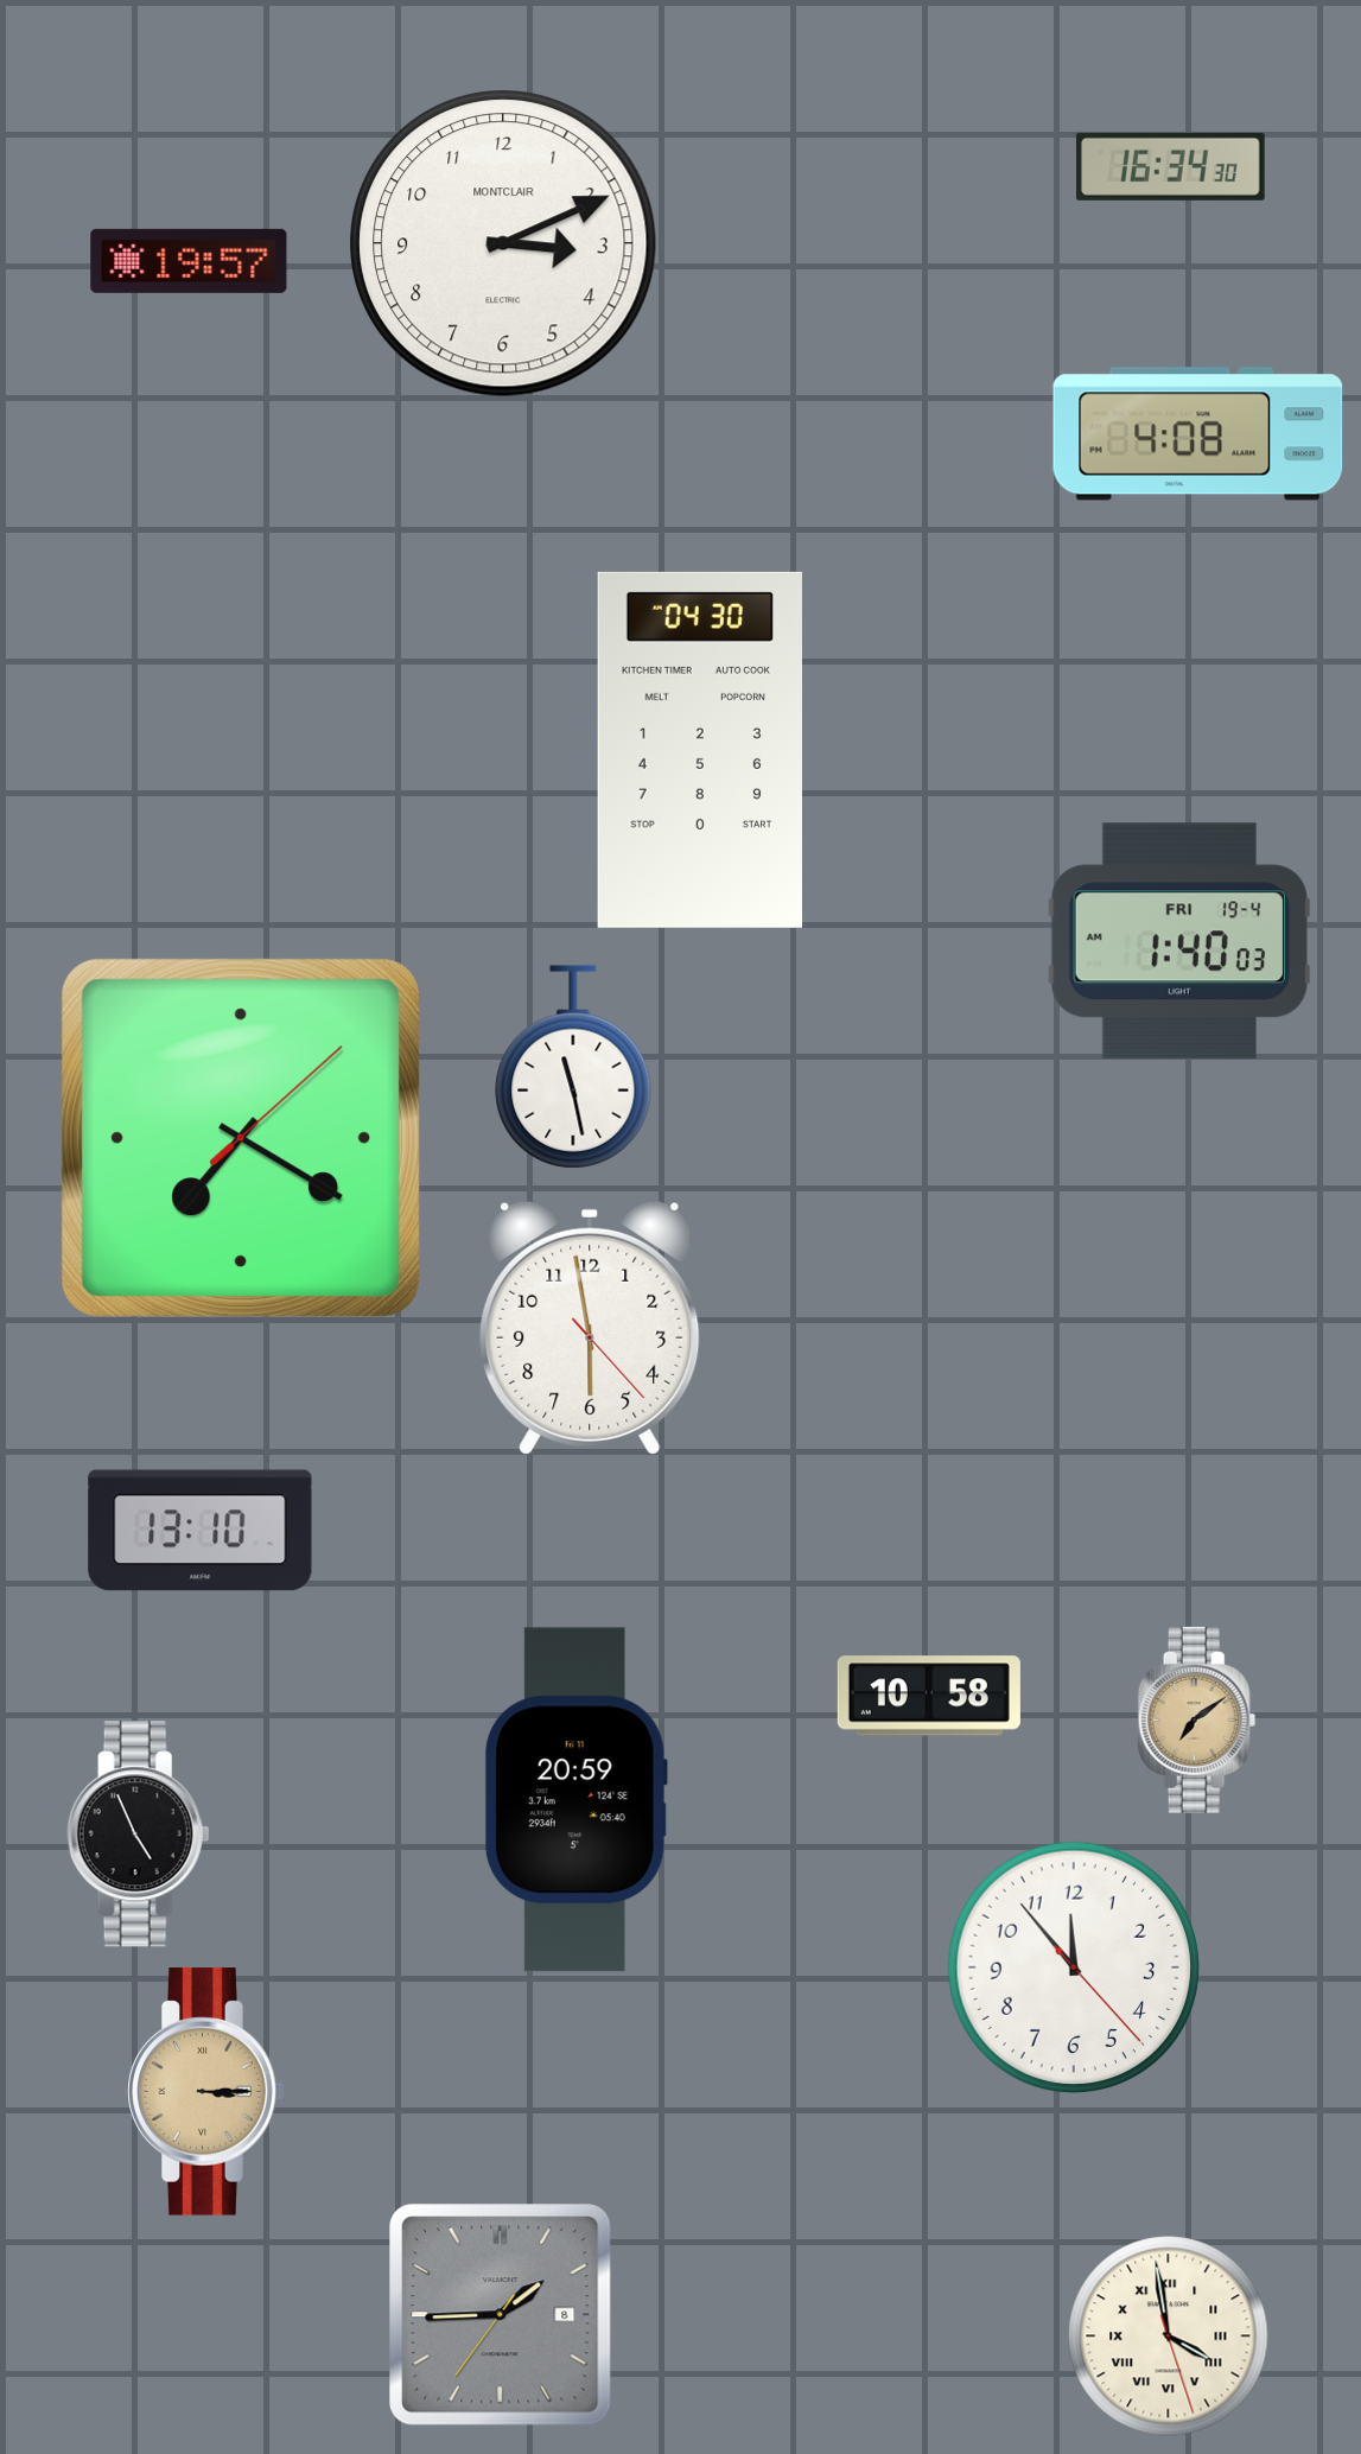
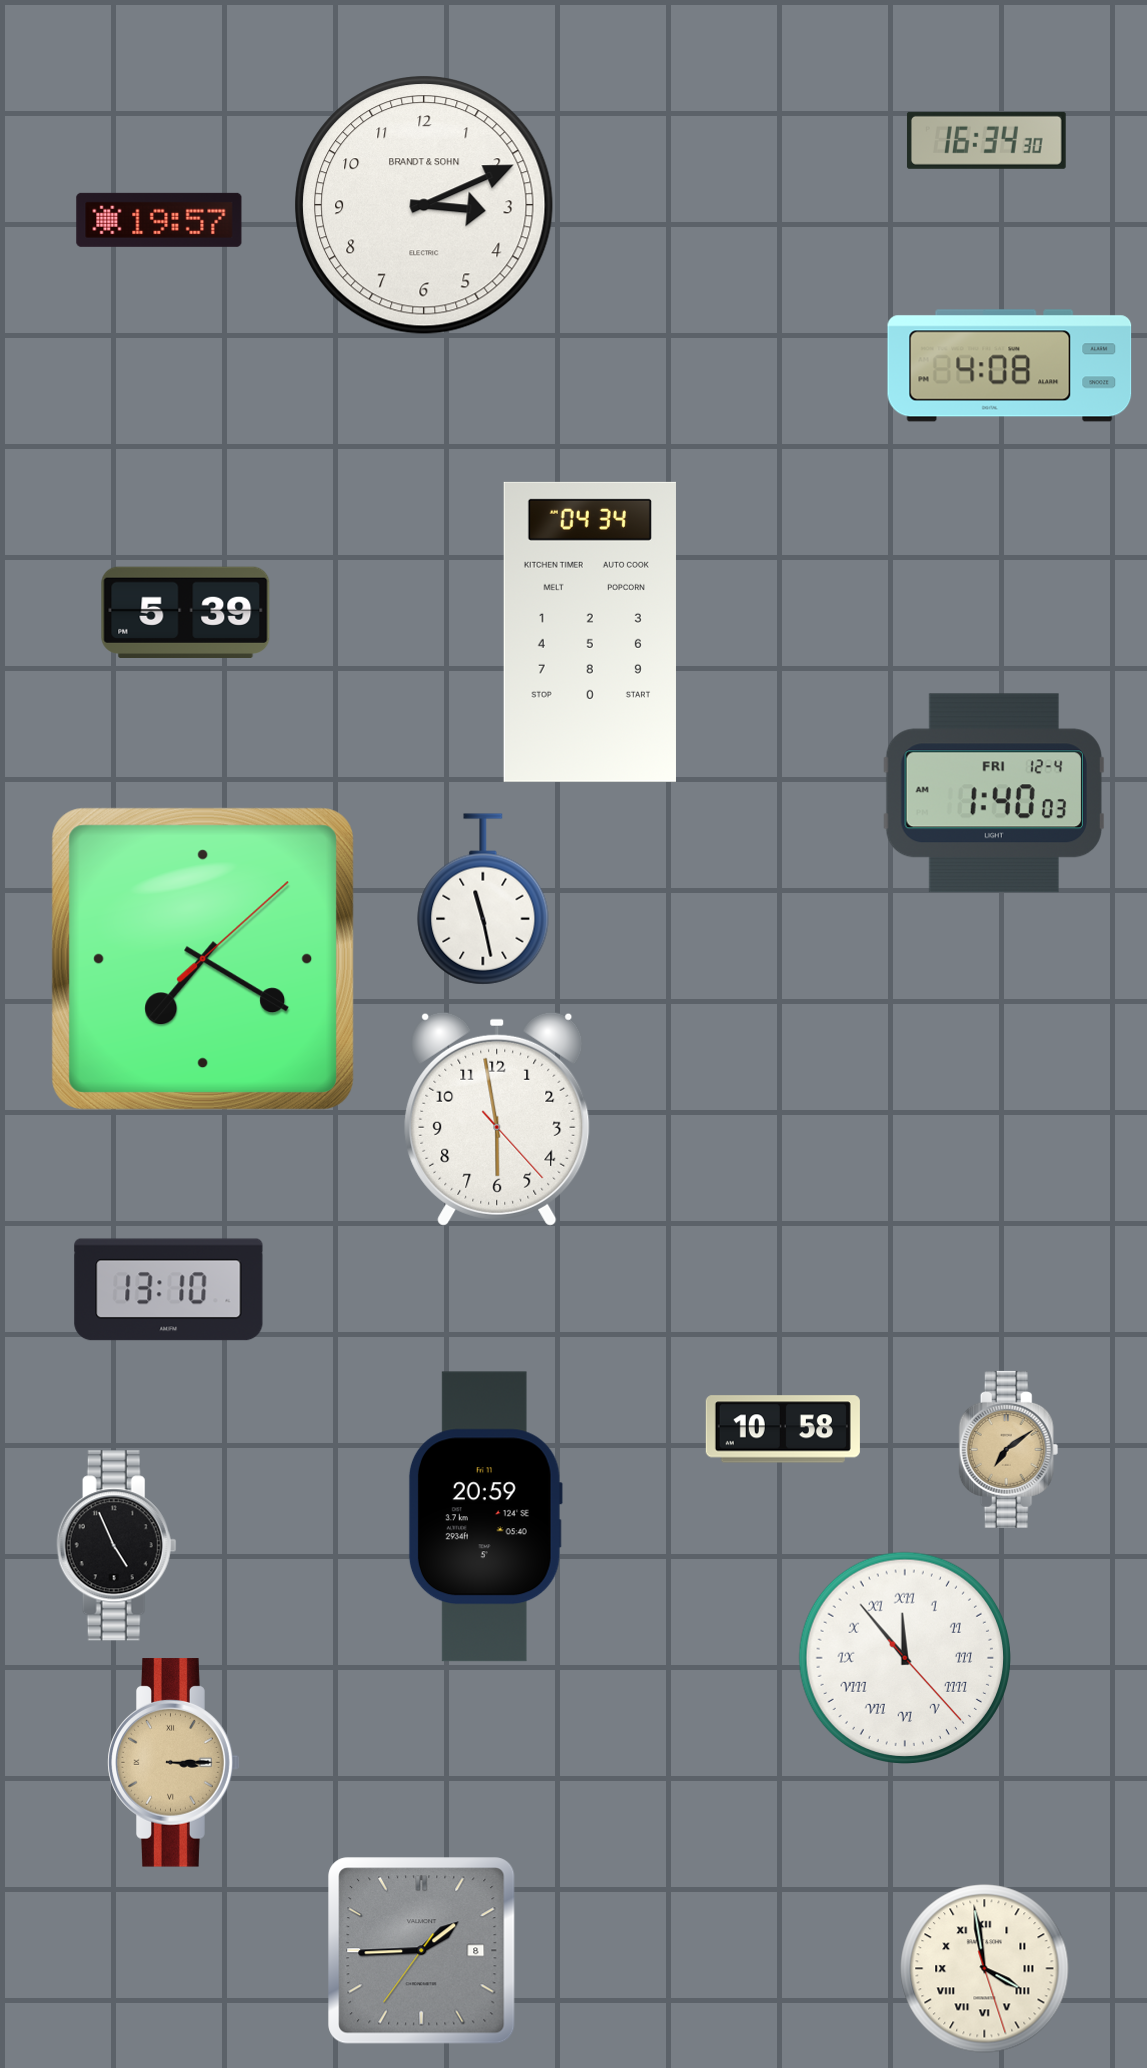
clock at (504, 244) brand: MONTCLAIR -> BRANDT & SOHN
clock at (186, 612): none -> 5:39
clock at (700, 750): 04:30 -> 04:34
clock at (1179, 941) date: FRI 19-4 -> FRI 12-4
clock at (1073, 1966) numerals: Arabic -> Roman
